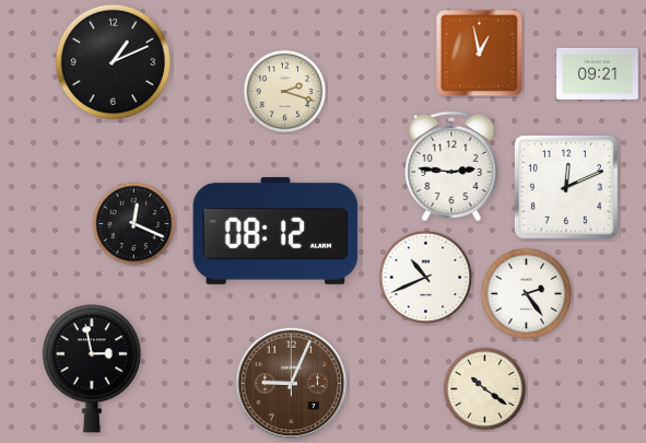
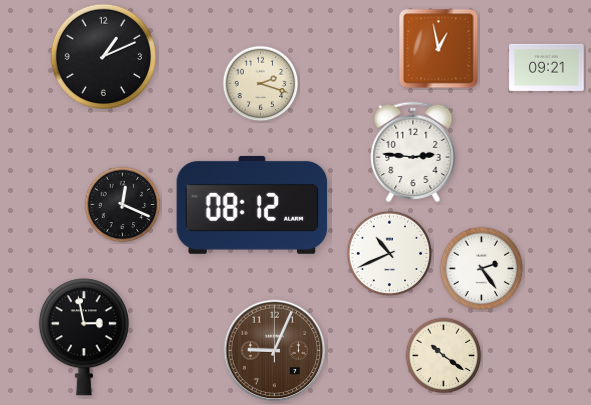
clock at (566, 187): 12:11 -> none
clock at (275, 231) position: (275, 231) -> (252, 205)
clock at (292, 384) position: (292, 384) -> (275, 351)
